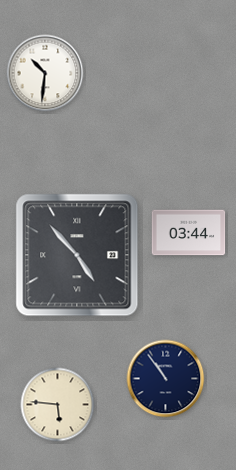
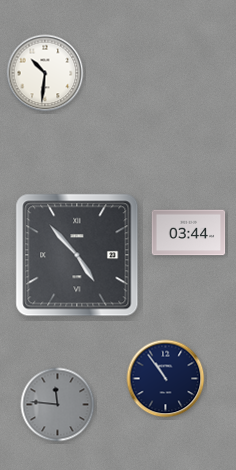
clock at (58, 405): 5:46 -> 11:46
clock at (58, 405) dial: cream -> grey
